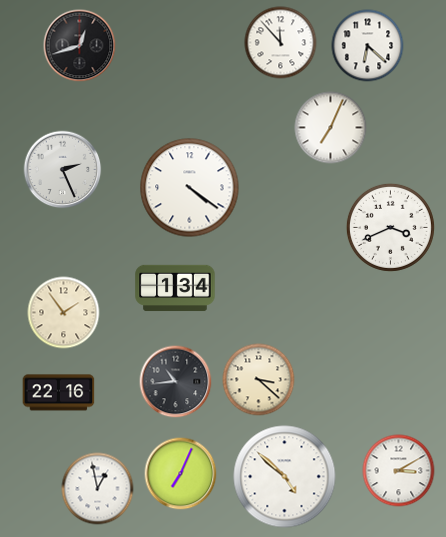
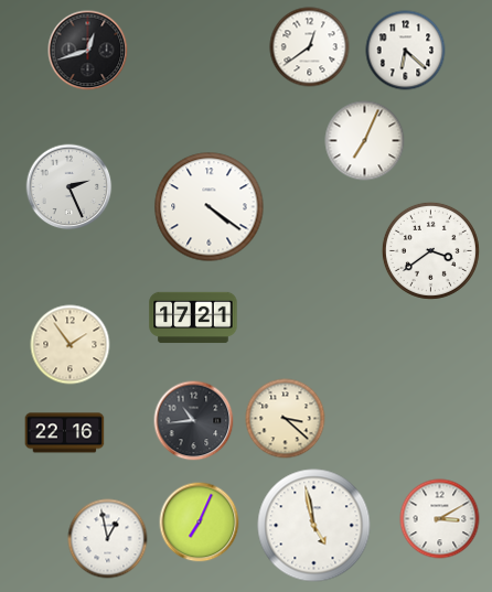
clock at (281, 43): 11:53 -> 12:39
clock at (390, 227): 3:41 -> 3:39
clock at (175, 288): 1:34 -> 17:21
clock at (285, 477): 4:52 -> 4:58
